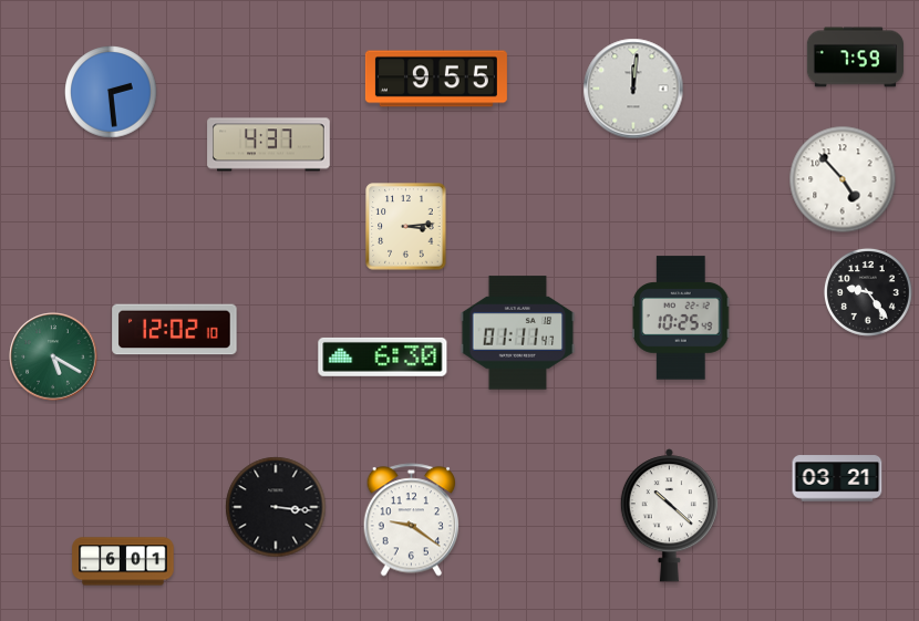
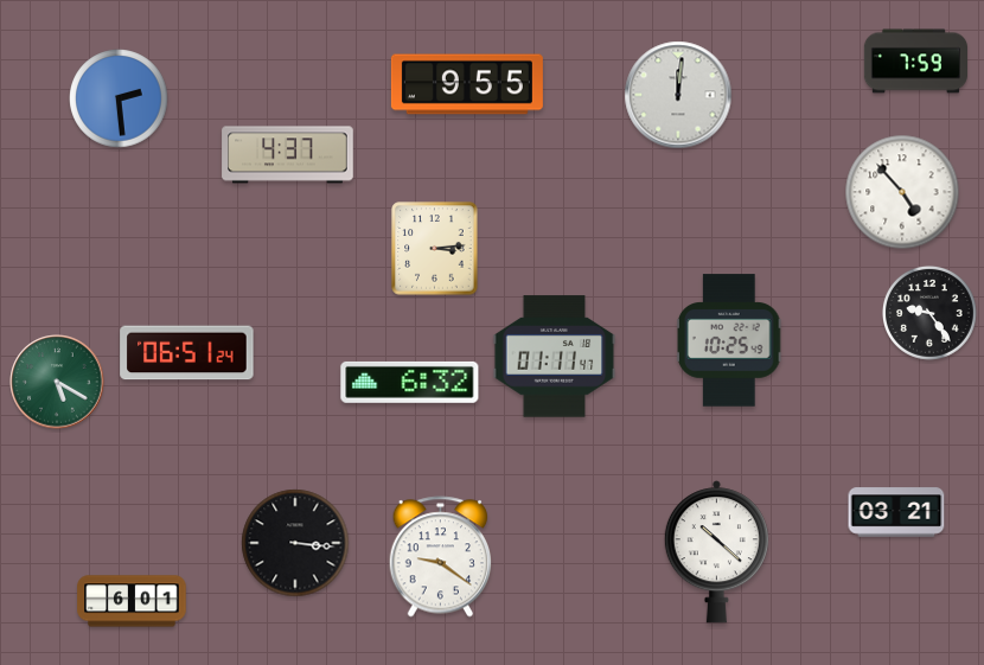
clock at (406, 227) position: (406, 227) -> (435, 249)
clock at (175, 330): 12:02 -> 06:51
clock at (383, 356): 6:30 -> 6:32
